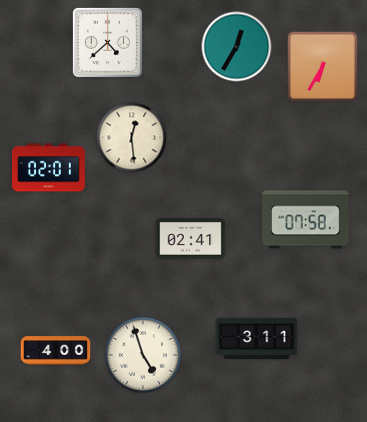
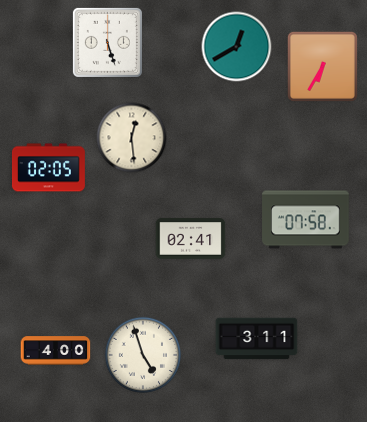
clock at (107, 42): 4:38 -> 5:27
clock at (237, 47): 12:35 -> 12:40
clock at (48, 168): 02:01 -> 02:05
